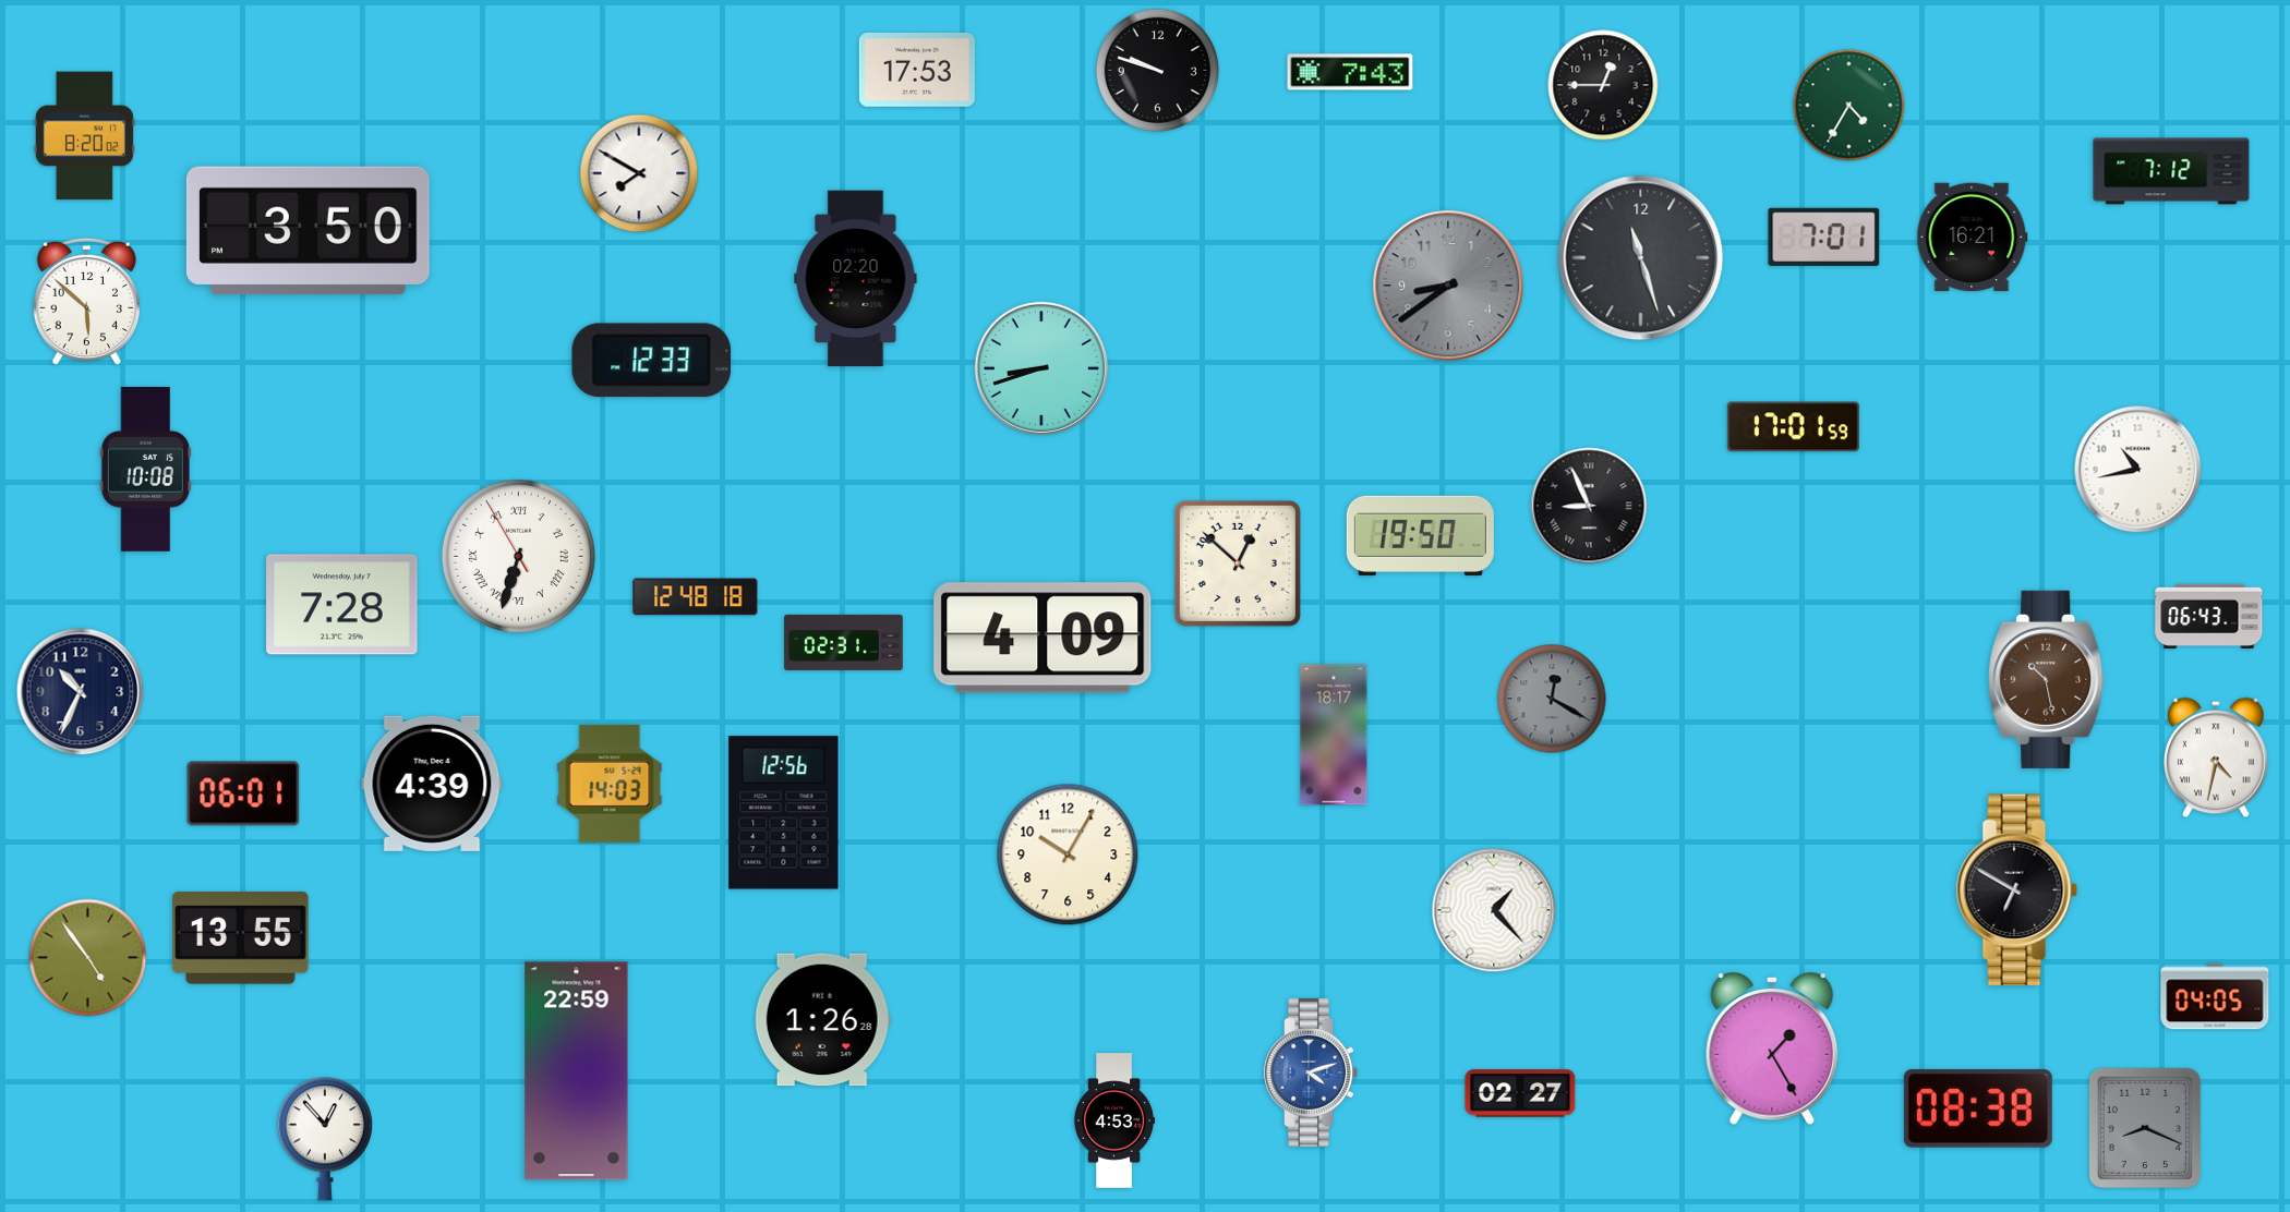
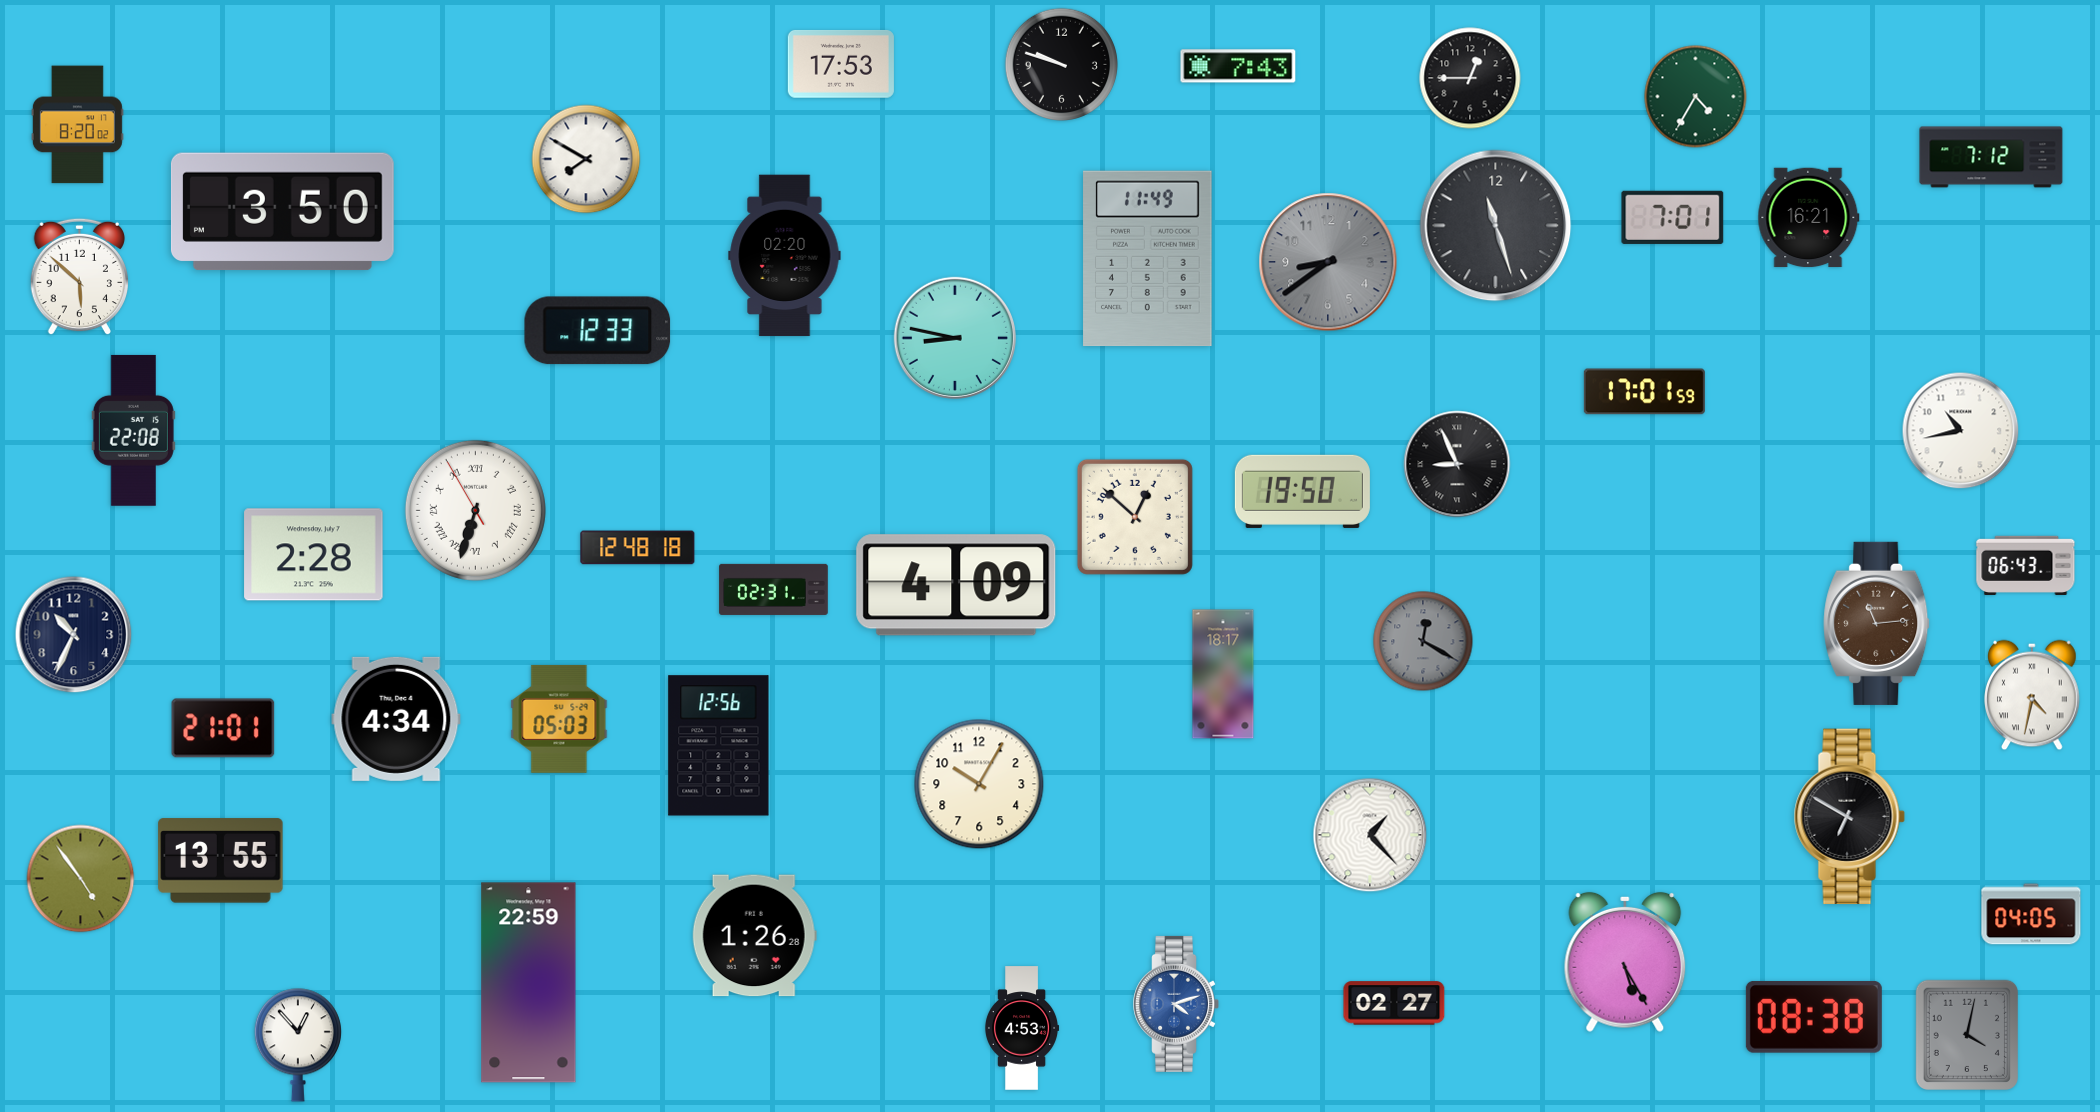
clock at (1641, 258) position: (1641, 258) -> (1496, 226)
clock at (1148, 259): none -> 11:49
clock at (1041, 368): 8:42 -> 8:47
clock at (145, 469): 10:08 -> 22:08
clock at (342, 605): 7:28 -> 2:28
clock at (2047, 679): 10:28 -> 11:14
clock at (432, 784): 4:39 -> 4:34
clock at (610, 784): 14:03 -> 05:03
clock at (243, 793): 06:01 -> 21:01
clock at (1772, 1049): 1:25 -> 5:25
clock at (1311, 1072) position: (1311, 1072) -> (1176, 1004)
clock at (2145, 1128): 8:19 -> 4:02
